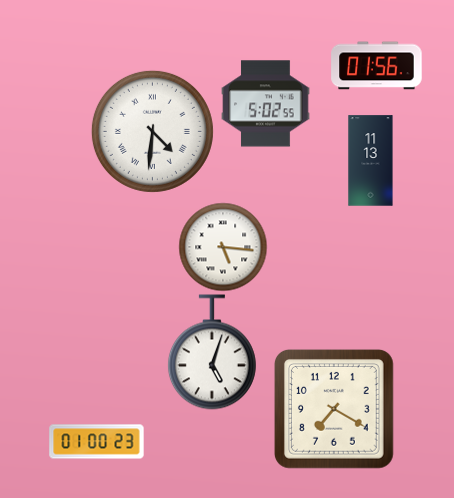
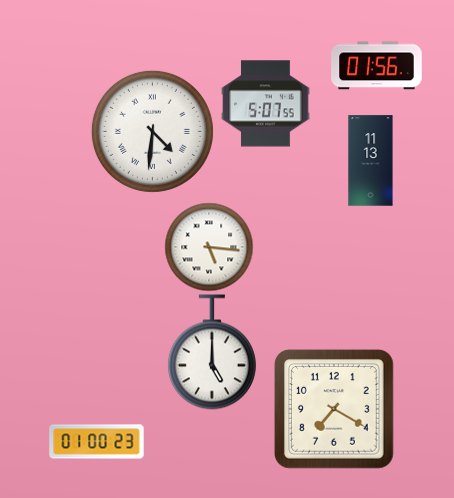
clock at (266, 104): 5:02 -> 5:07
clock at (223, 247) position: (223, 247) -> (209, 247)
clock at (212, 352): 5:03 -> 5:00
